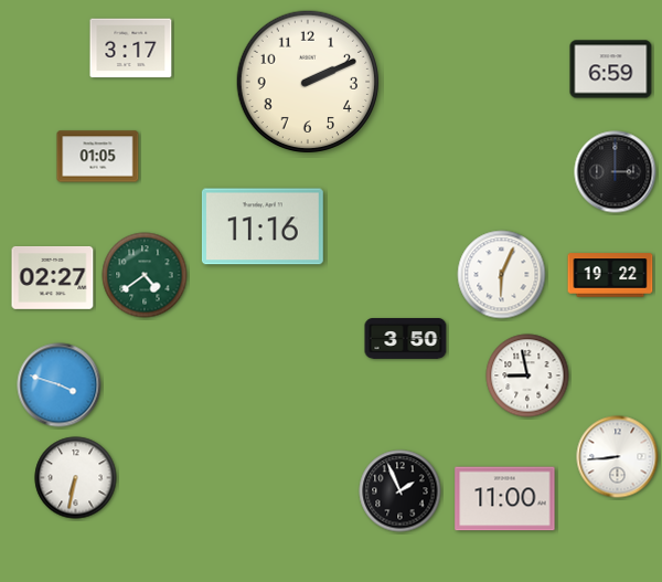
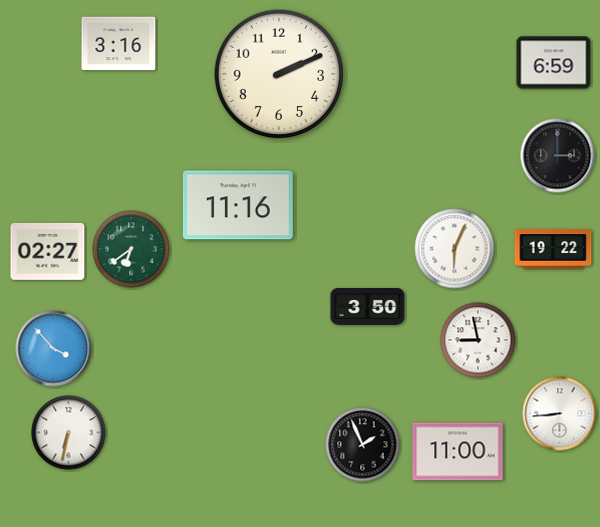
clock at (131, 49): 3:17 -> 3:16
clock at (98, 157): 01:05 -> none
clock at (145, 275): 4:39 -> 6:39
clock at (60, 385): 3:48 -> 3:53
